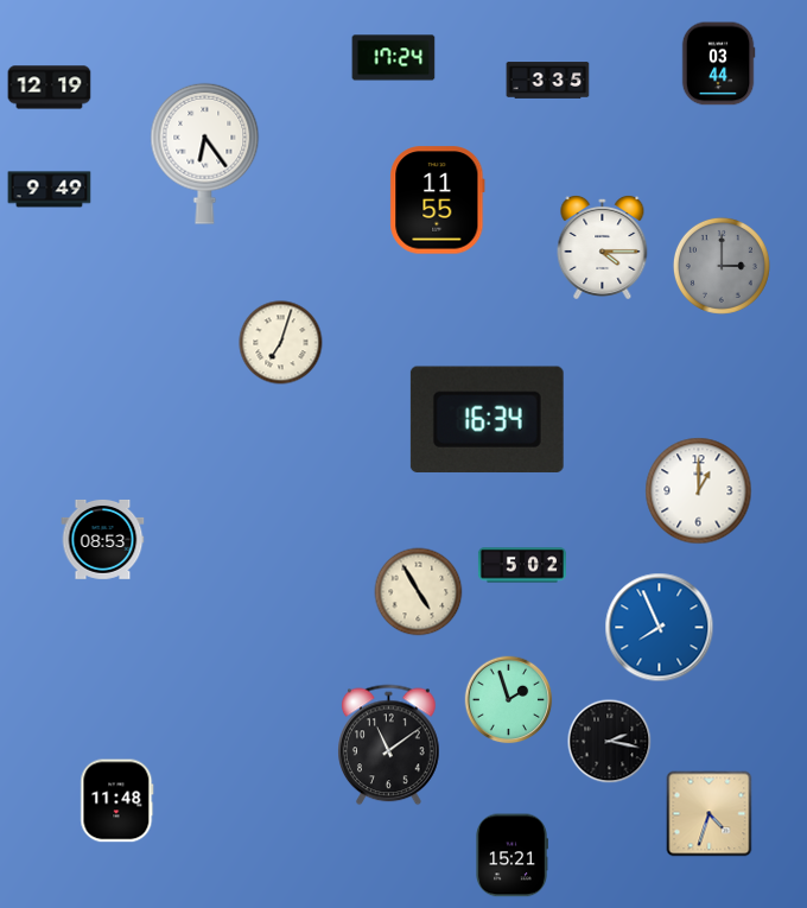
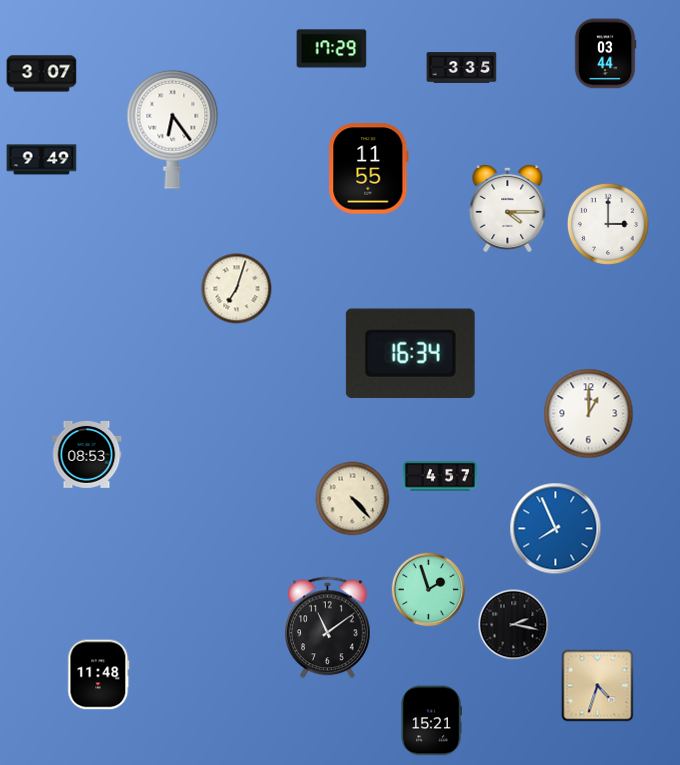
clock at (394, 58): 17:24 -> 17:29
clock at (50, 88): 12:19 -> 3:07
clock at (722, 266) dial: grey -> white
clock at (522, 565): 5:02 -> 4:57
clock at (419, 592): 4:55 -> 4:23
